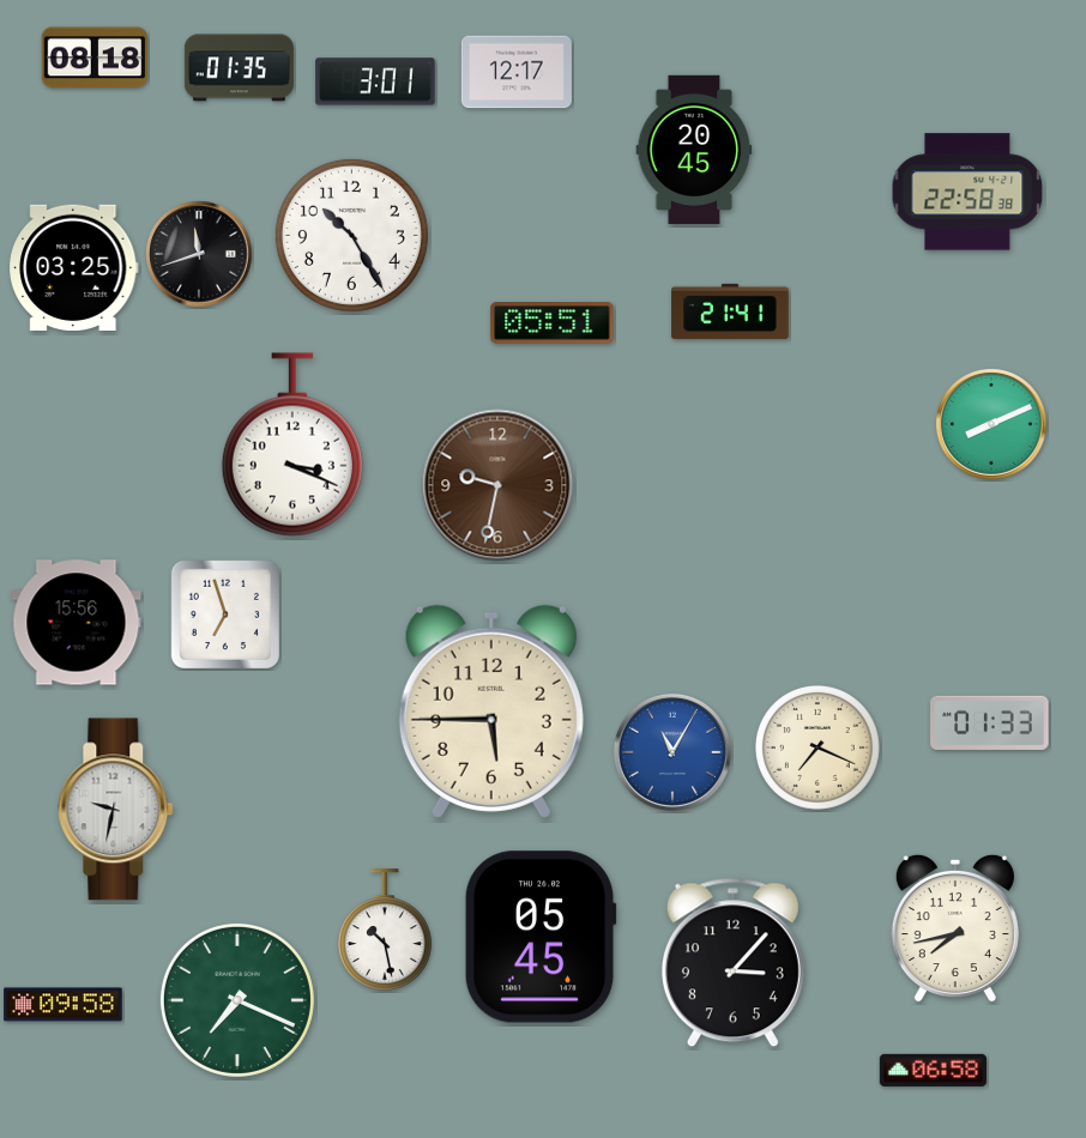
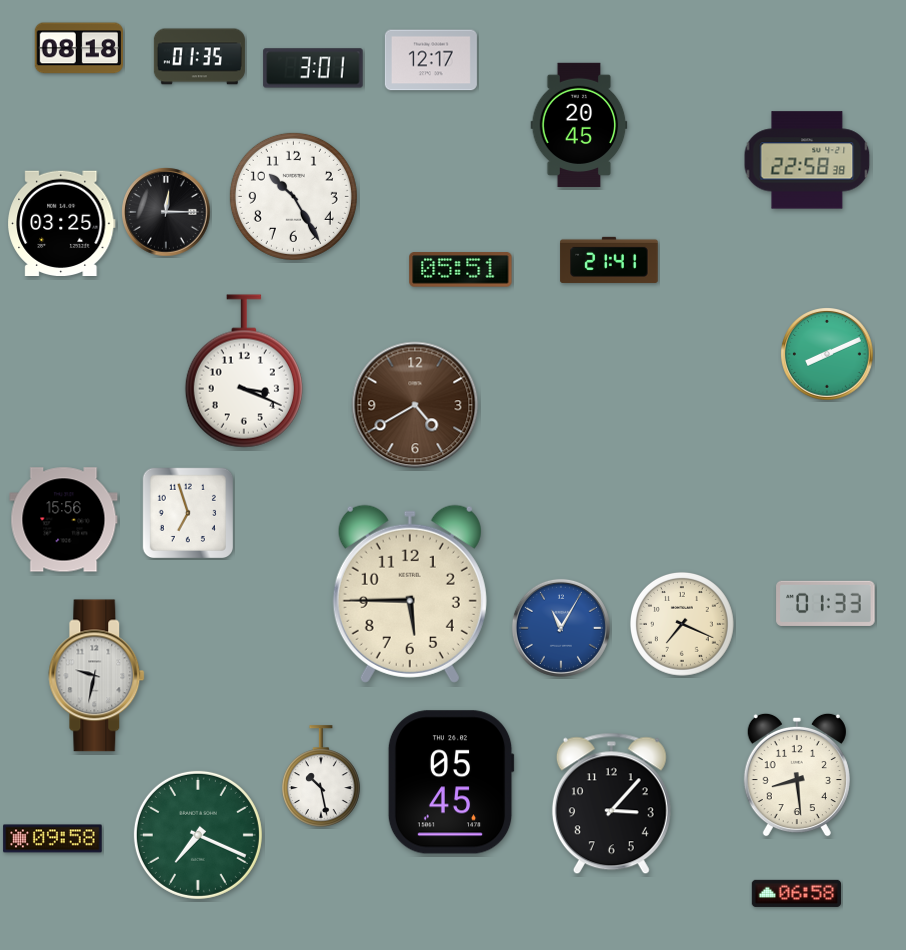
clock at (199, 254): 11:42 -> 12:15
clock at (497, 485): 9:32 -> 4:40
clock at (955, 928): 7:43 -> 8:29
clock at (933, 1070) position: (933, 1070) -> (796, 893)
